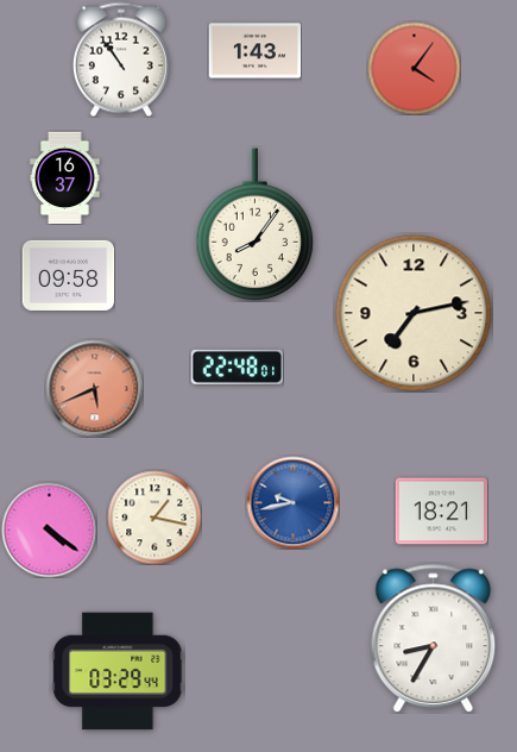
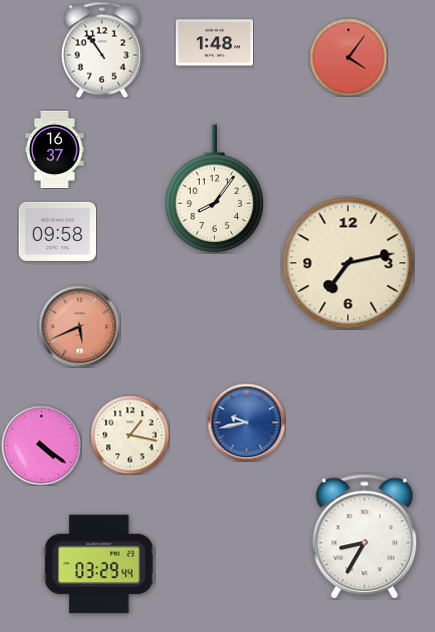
clock at (254, 51): 1:43 -> 1:48
clock at (237, 366): 22:48 -> none
clock at (441, 512): 18:21 -> none
